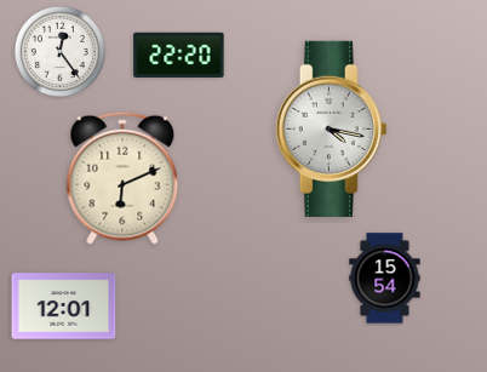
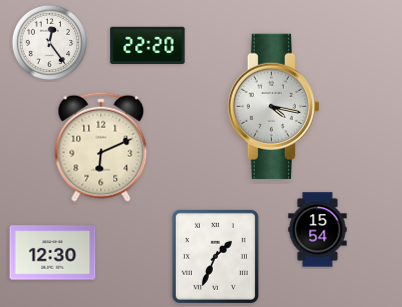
clock at (64, 307): 12:01 -> 12:30
clock at (215, 256): none -> 1:34
